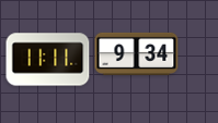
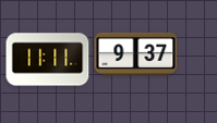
clock at (137, 53): 9:34 -> 9:37
